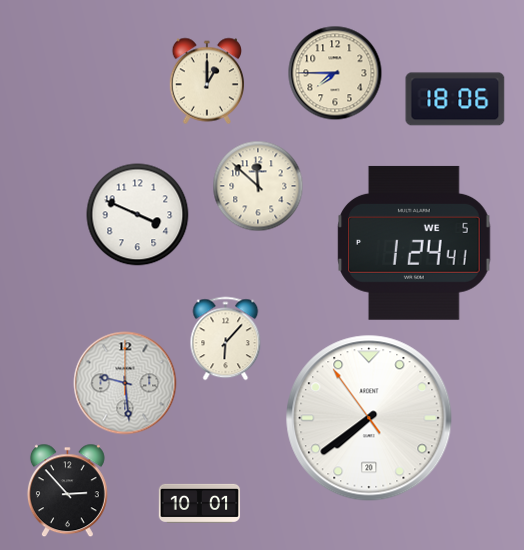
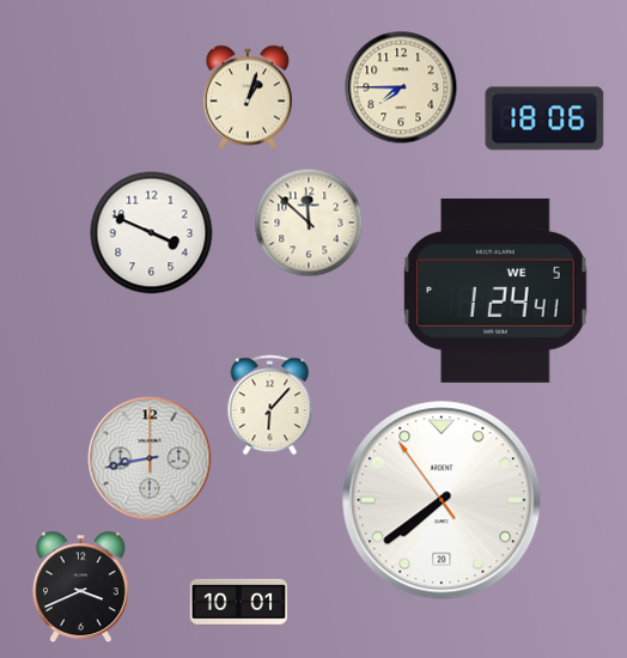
clock at (207, 81): 1:00 -> 1:03
clock at (138, 215) position: (138, 215) -> (152, 233)
clock at (125, 383): 9:29 -> 8:43
clock at (67, 491): 2:53 -> 3:41
